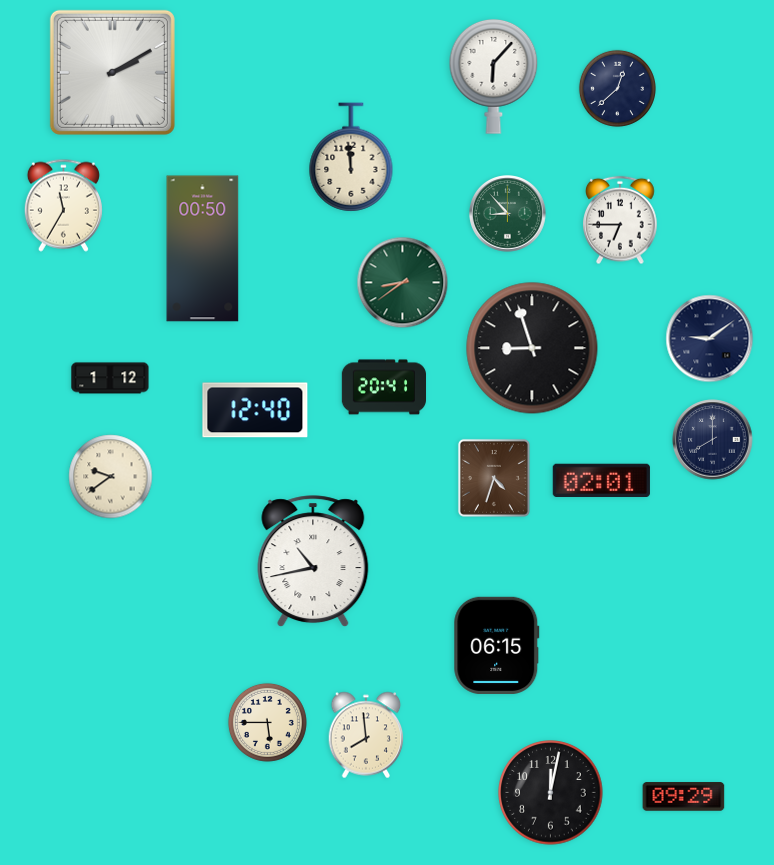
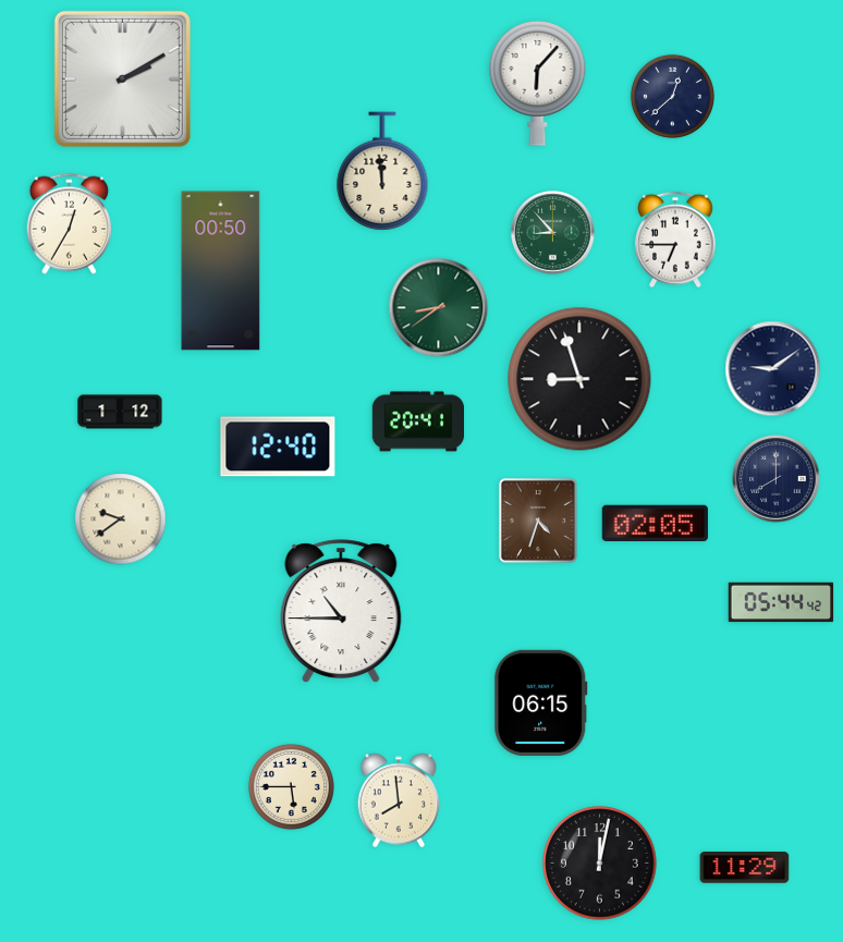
clock at (63, 205): 11:35 -> 12:35
clock at (601, 480): 02:01 -> 02:05
clock at (781, 602): none -> 05:44
clock at (313, 562): 10:43 -> 10:45
clock at (684, 797): 09:29 -> 11:29
